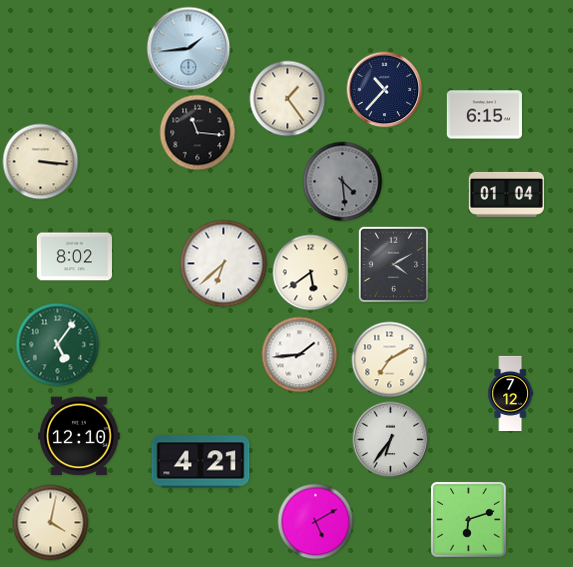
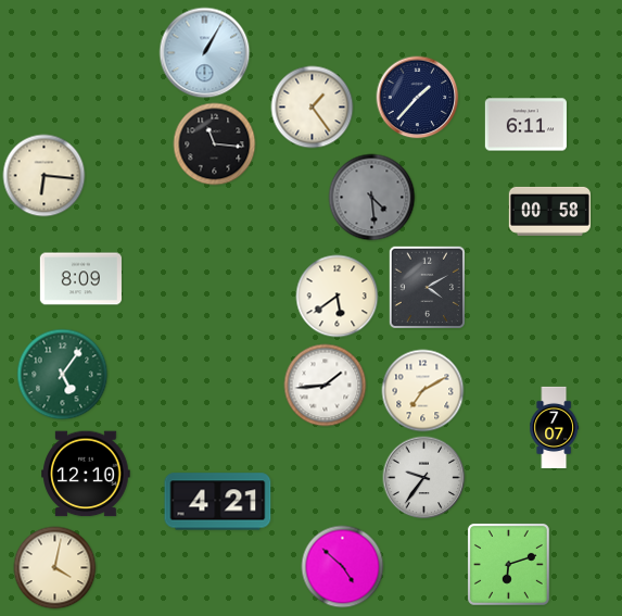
clock at (189, 49): 1:44 -> 1:05
clock at (385, 90): 10:37 -> 1:37
clock at (484, 115): 6:15 -> 6:11
clock at (41, 162): 3:16 -> 6:16
clock at (506, 194): 01:04 -> 00:58
clock at (74, 257): 8:02 -> 8:09
clock at (224, 264): 6:38 -> none
clock at (511, 393): 7:12 -> 7:07
clock at (391, 440): 6:36 -> 9:36
clock at (316, 522): 5:10 -> 4:52
